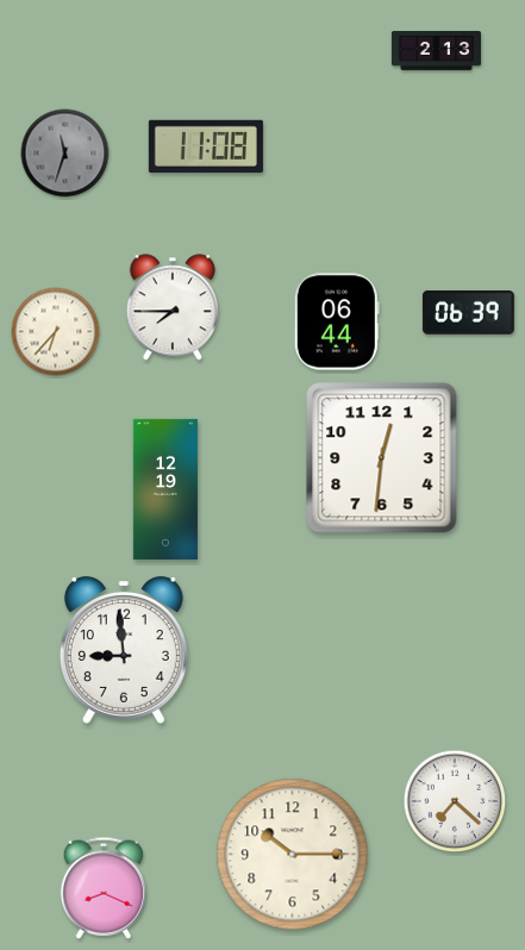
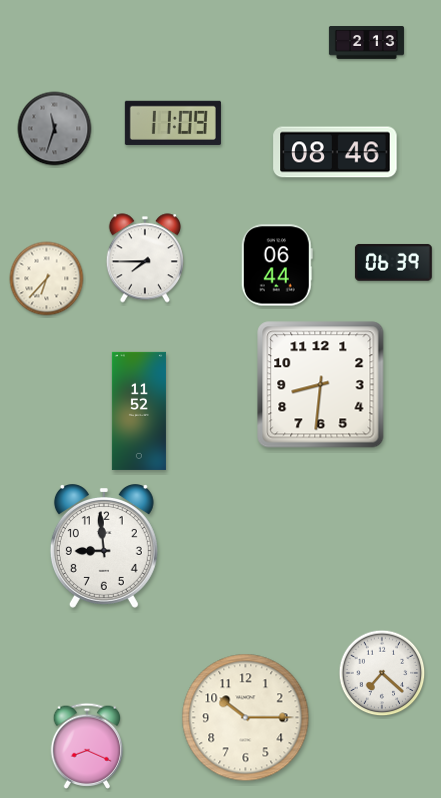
clock at (206, 146): 11:08 -> 11:09
clock at (335, 152): none -> 08:46
clock at (337, 321) position: (337, 321) -> (277, 265)
clock at (382, 458): 12:31 -> 8:31
clock at (165, 489): 12:19 -> 11:52
